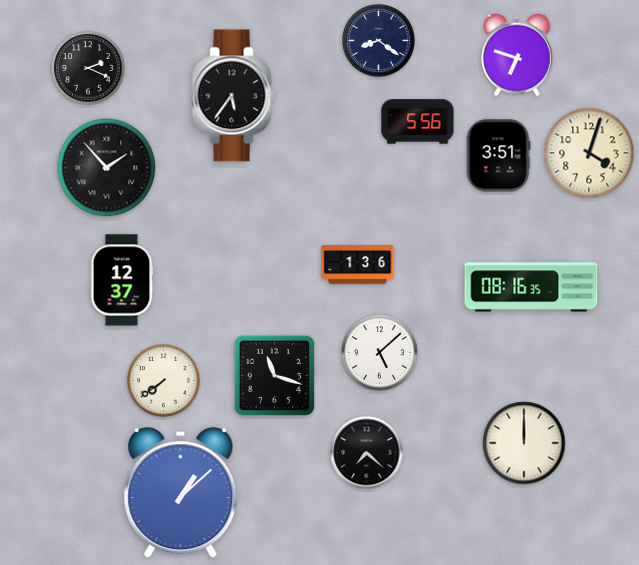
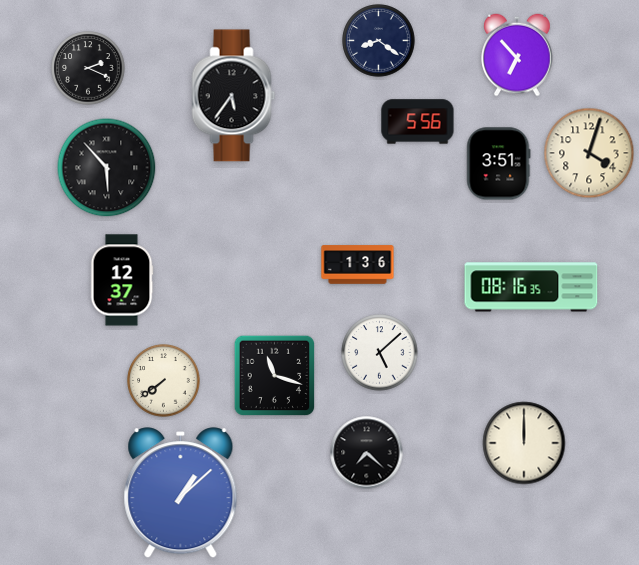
clock at (517, 55): 6:48 -> 6:53
clock at (499, 156) position: (499, 156) -> (499, 164)
clock at (107, 168): 1:53 -> 5:53
